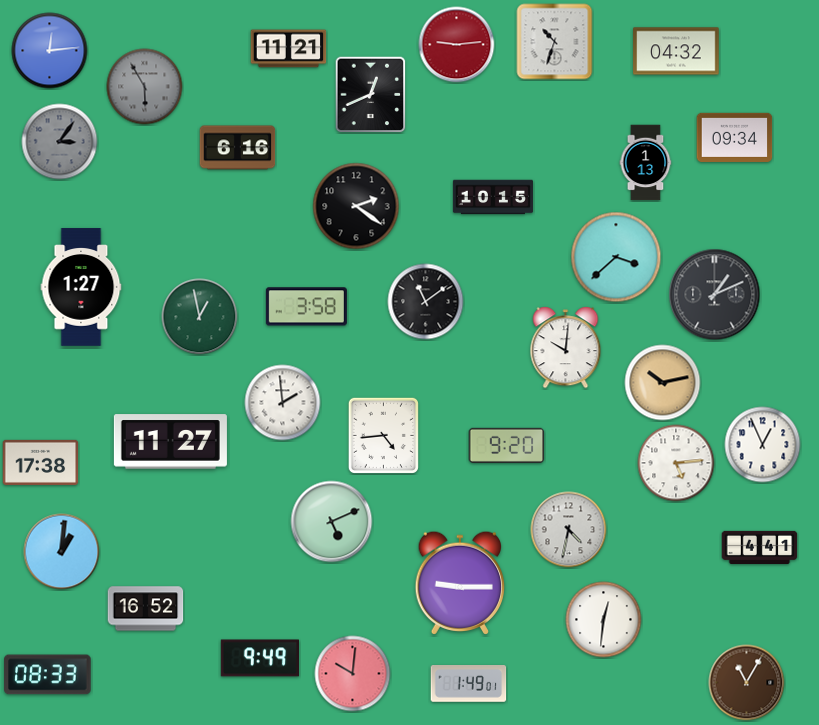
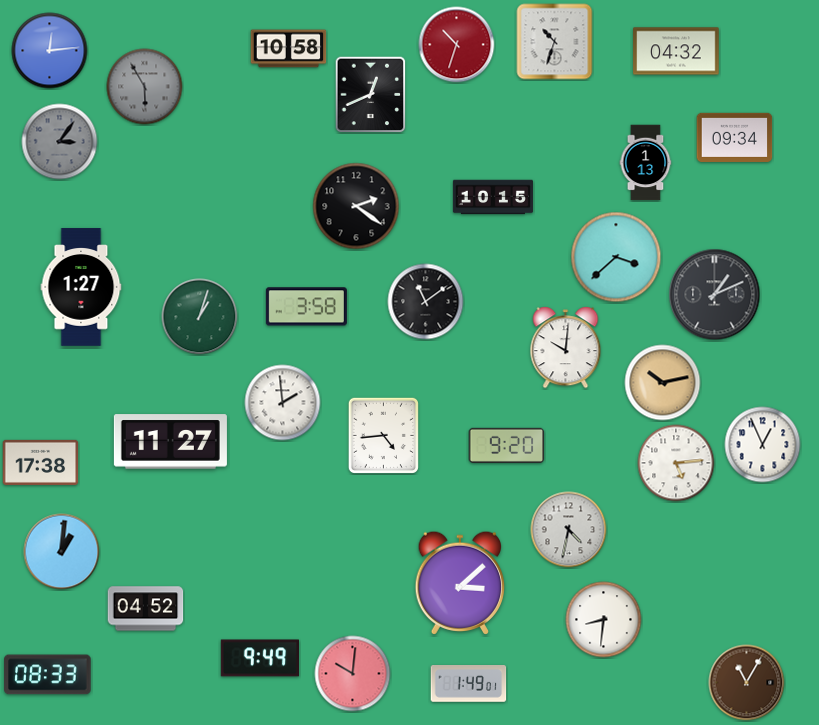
clock at (457, 45): 9:14 -> 10:33
clock at (289, 49): 11:21 -> 10:58
clock at (238, 148): 6:16 -> none
clock at (200, 317): 12:58 -> 1:03
clock at (332, 522): 5:11 -> none
clock at (760, 547): 4:41 -> none
clock at (460, 582): 9:15 -> 3:08
clock at (146, 609): 16:52 -> 04:52
clock at (604, 620): 12:31 -> 8:31
